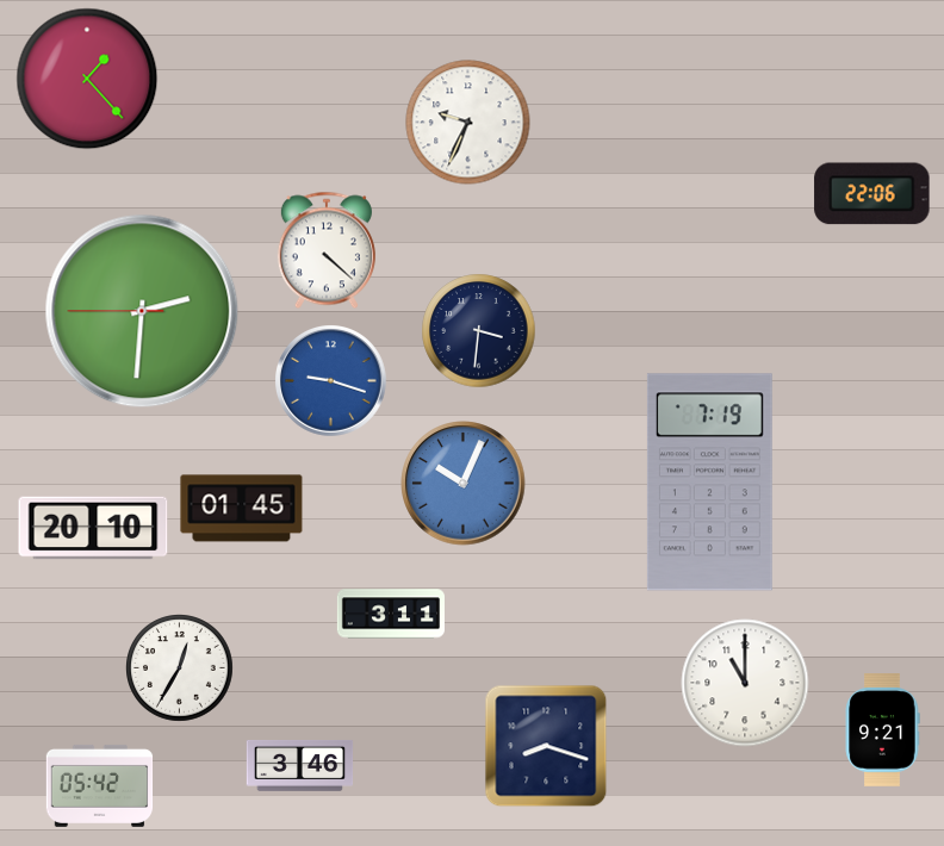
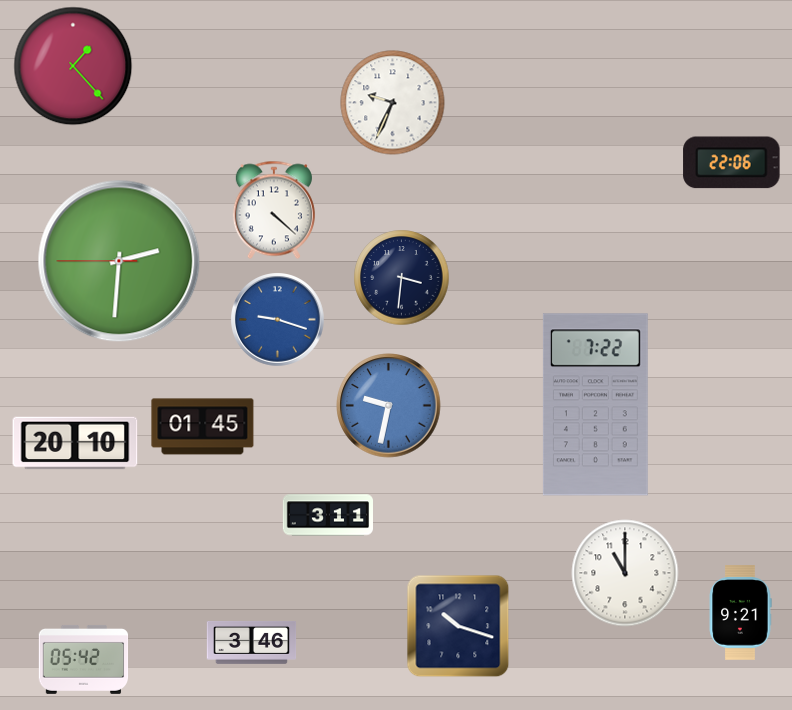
clock at (709, 483): 7:19 -> 7:22
clock at (464, 484): 10:04 -> 9:32
clock at (93, 528) position: (93, 528) -> (75, 443)
clock at (180, 668): 12:35 -> none
clock at (546, 746): 8:18 -> 10:18
